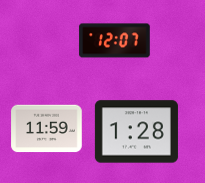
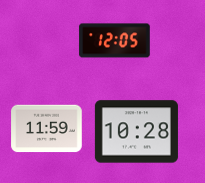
clock at (115, 41): 12:07 -> 12:05
clock at (136, 132): 1:28 -> 10:28
